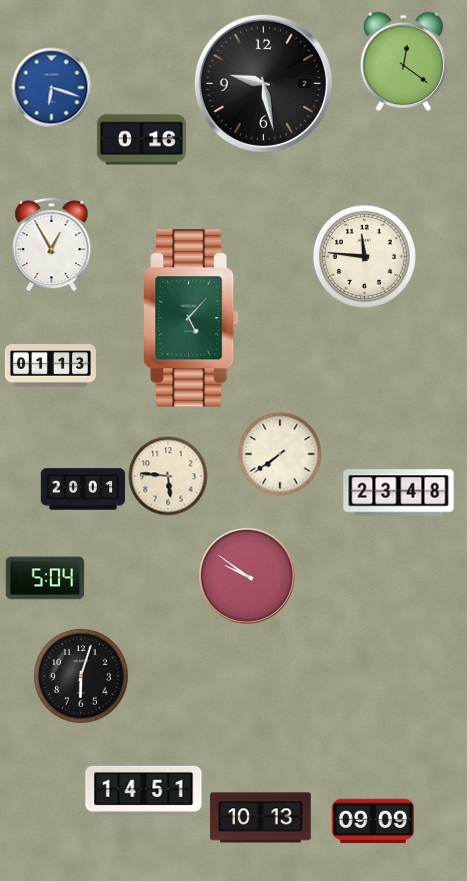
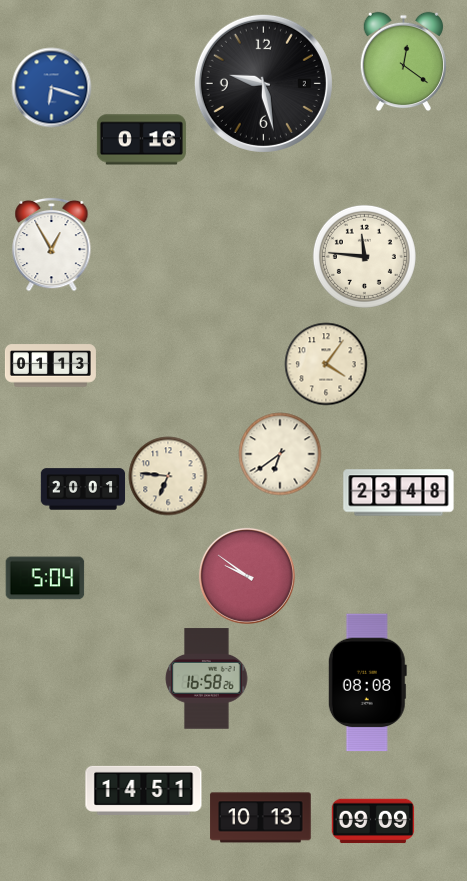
clock at (191, 318): 5:07 -> none
clock at (326, 364): none -> 4:06
clock at (280, 454): 7:39 -> 6:39
clock at (168, 476): 5:46 -> 6:46
clock at (81, 676): 6:03 -> none
clock at (207, 679): none -> 16:58
clock at (367, 683): none -> 08:08
